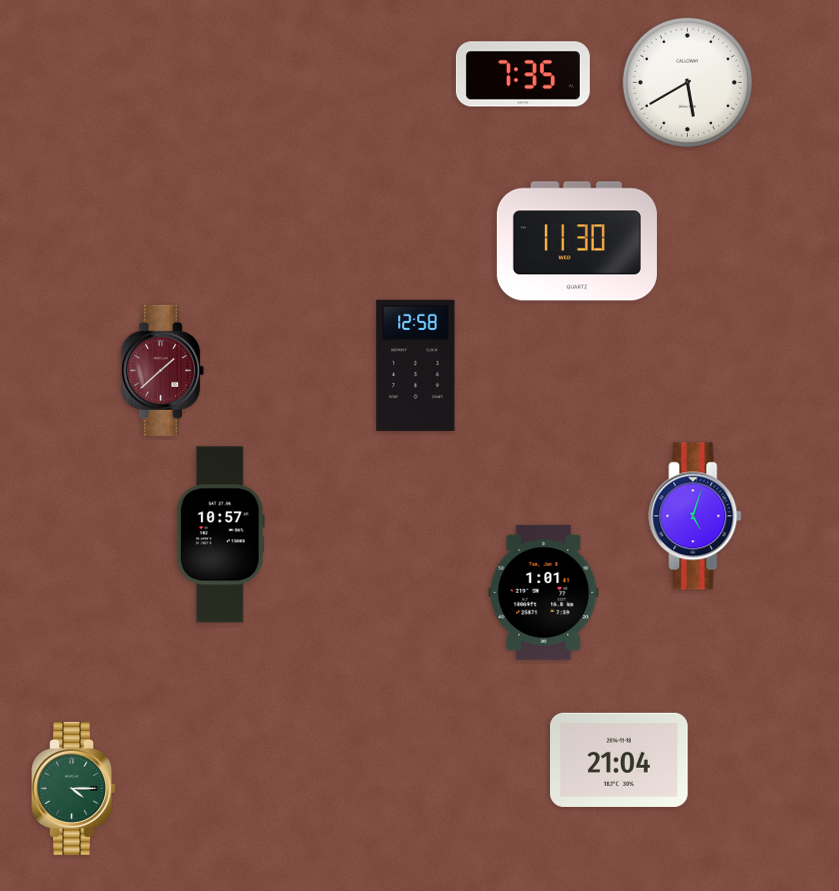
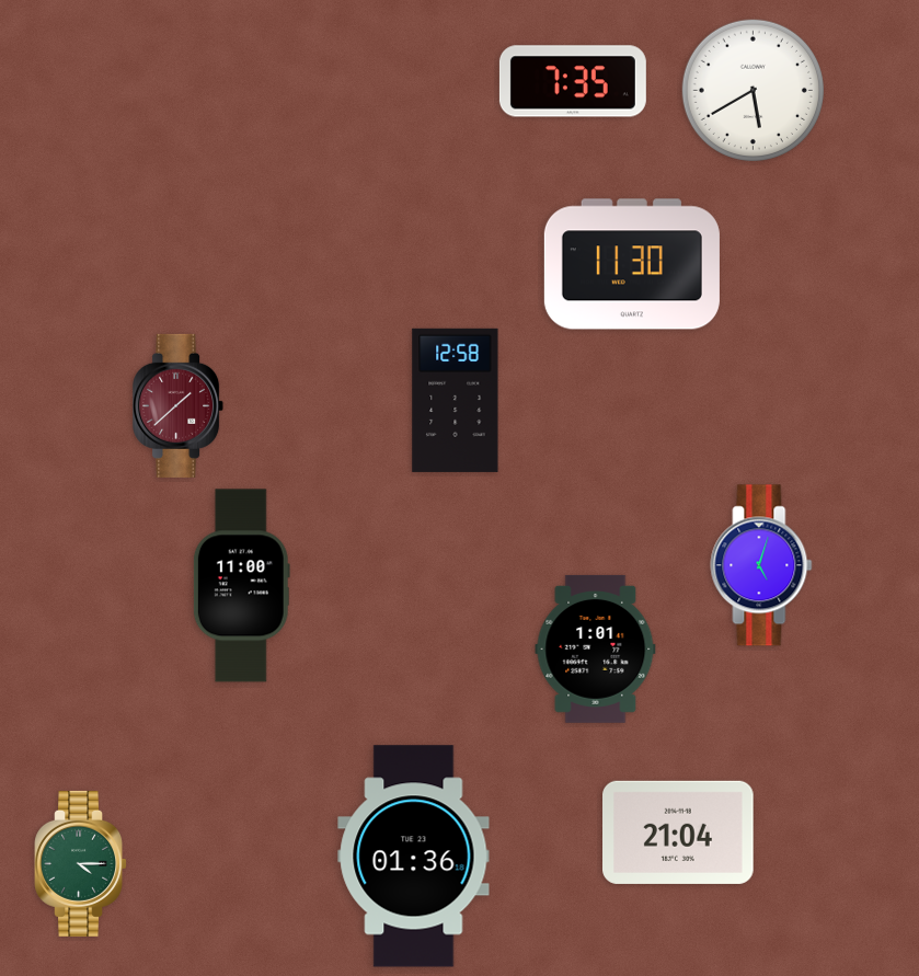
clock at (220, 535): 10:57 -> 11:00
clock at (414, 857): none -> 01:36
